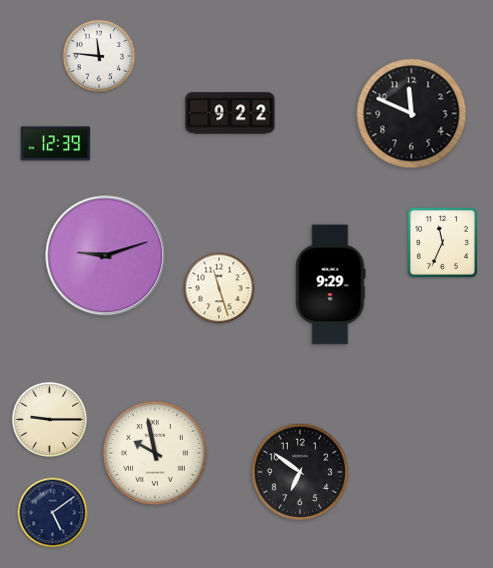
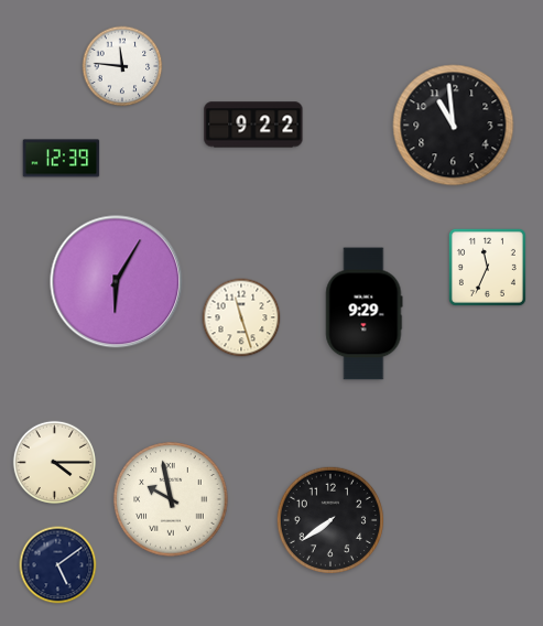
clock at (99, 56) position: (99, 56) -> (122, 66)
clock at (412, 114): 11:49 -> 10:59
clock at (106, 256): 9:12 -> 6:05
clock at (50, 420): 9:15 -> 4:15
clock at (299, 471): 6:51 -> 7:39
